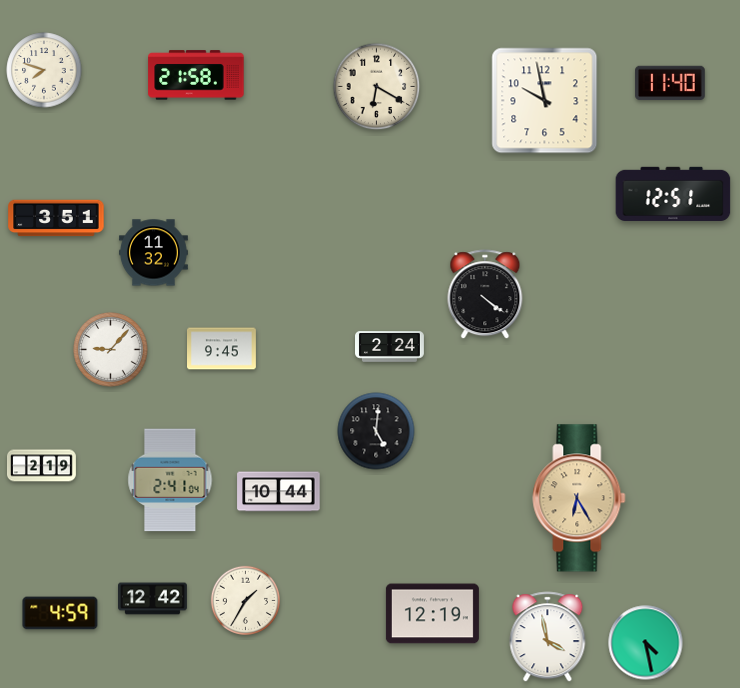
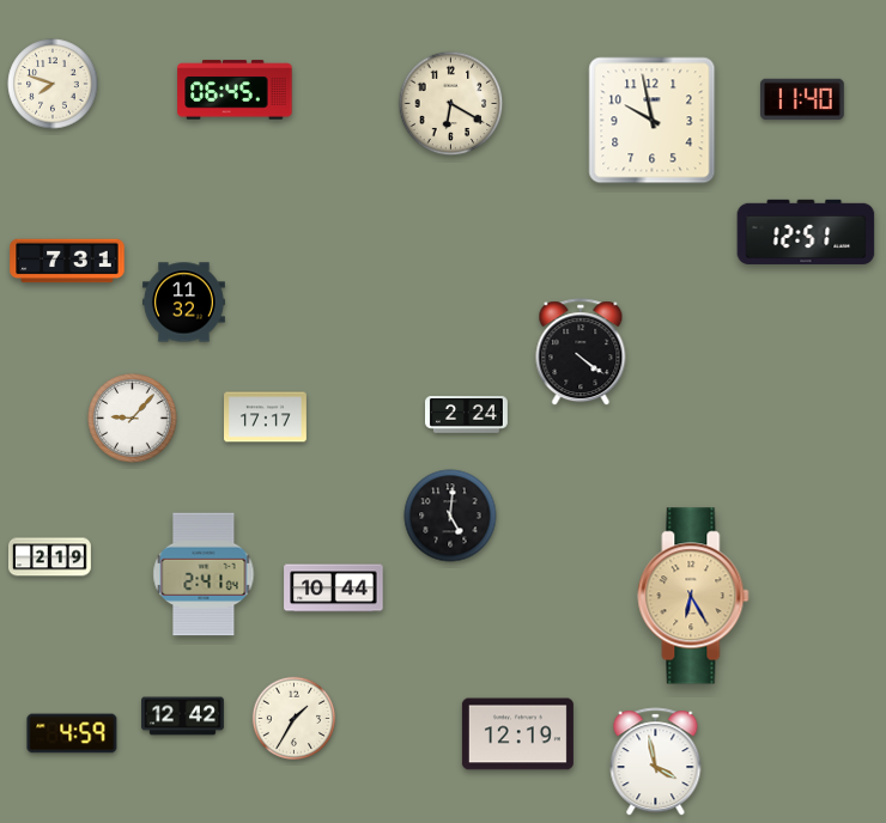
clock at (196, 75): 21:58 -> 06:45
clock at (56, 218): 3:51 -> 7:31
clock at (222, 349): 9:45 -> 17:17
clock at (646, 643): 4:28 -> none
